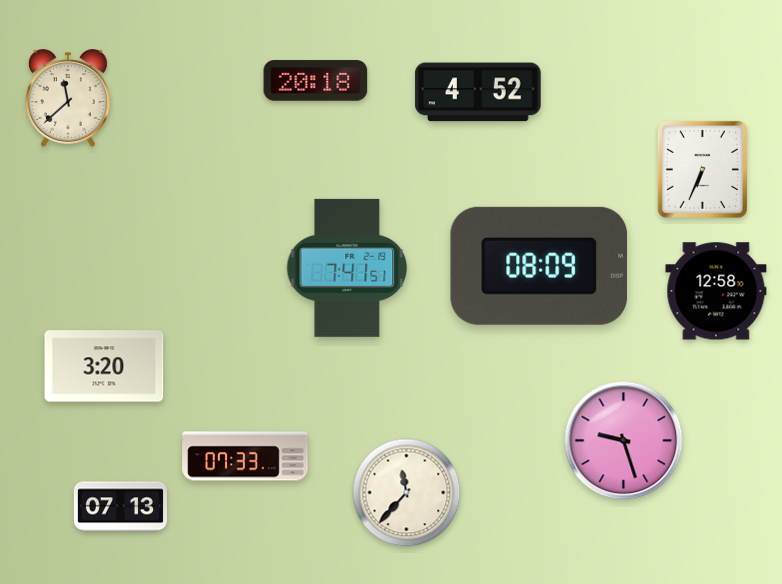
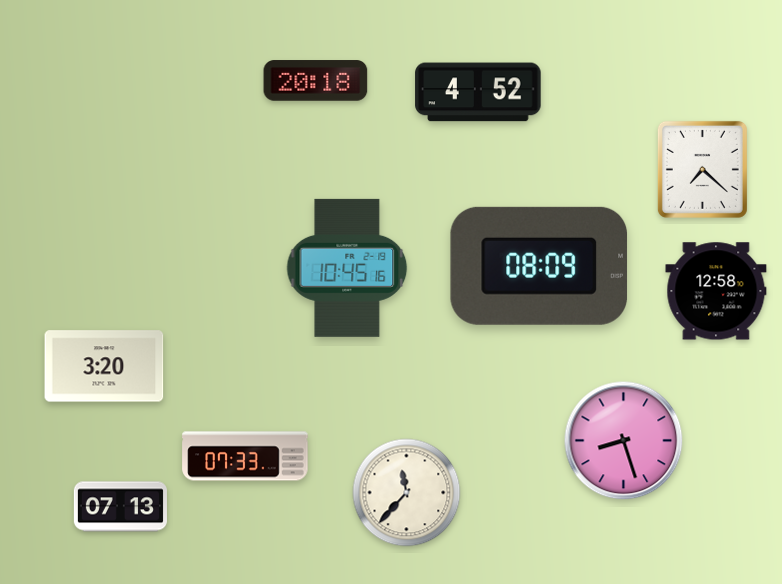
clock at (69, 98): 11:38 -> none
clock at (702, 169): 6:34 -> 7:22
clock at (347, 268): 7:41 -> 10:45
clock at (624, 441): 9:27 -> 8:27
